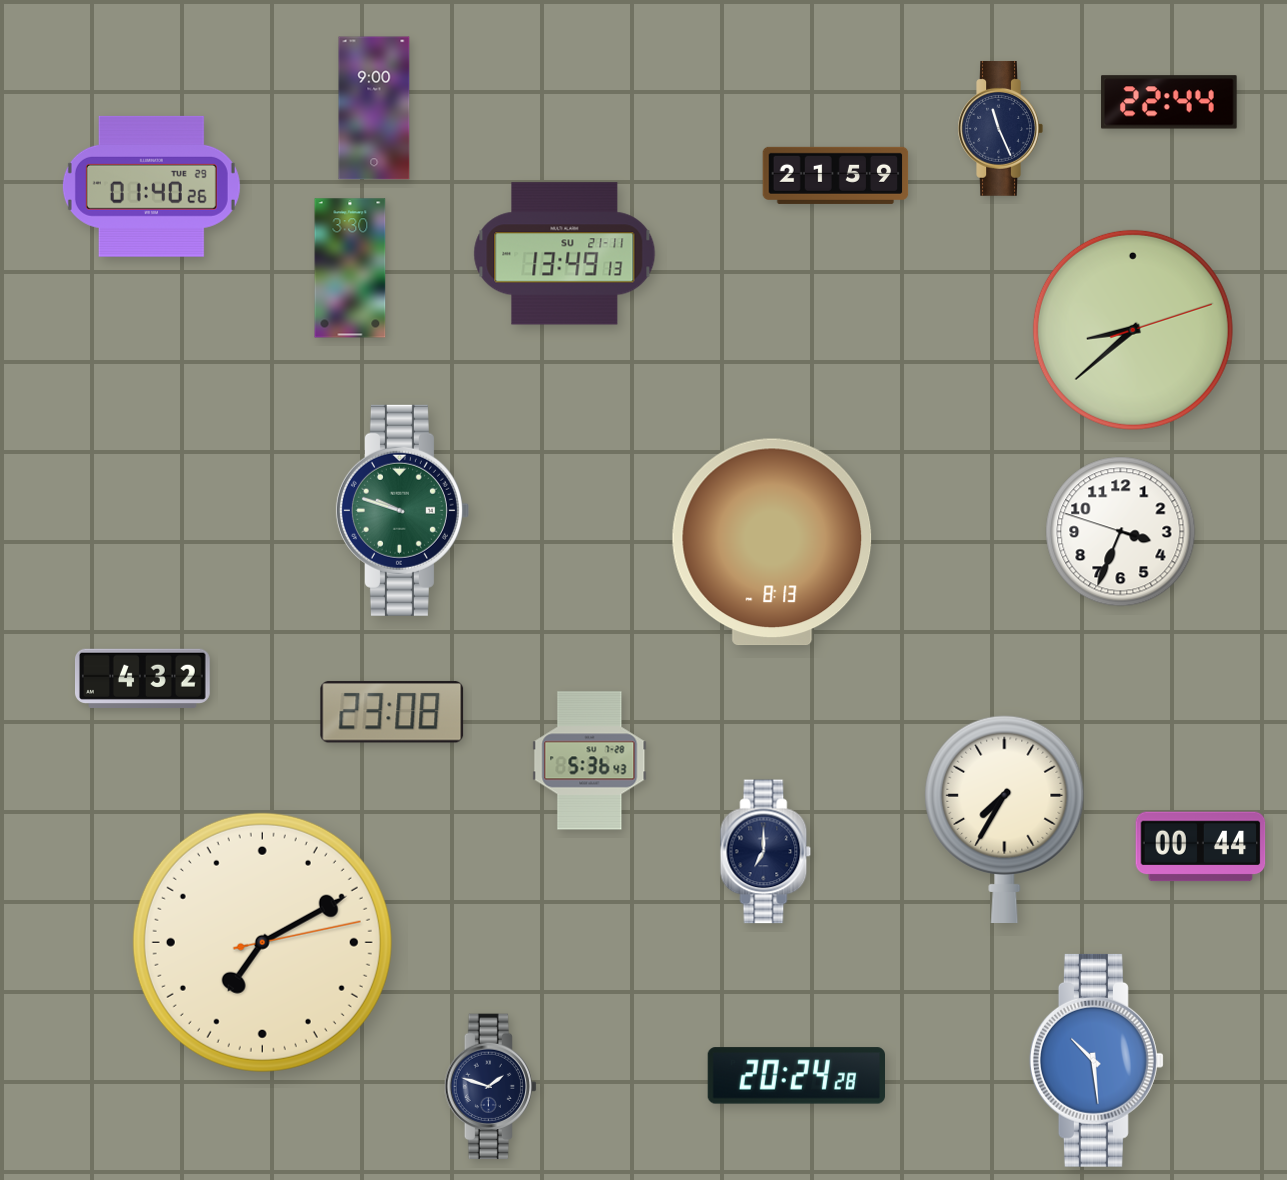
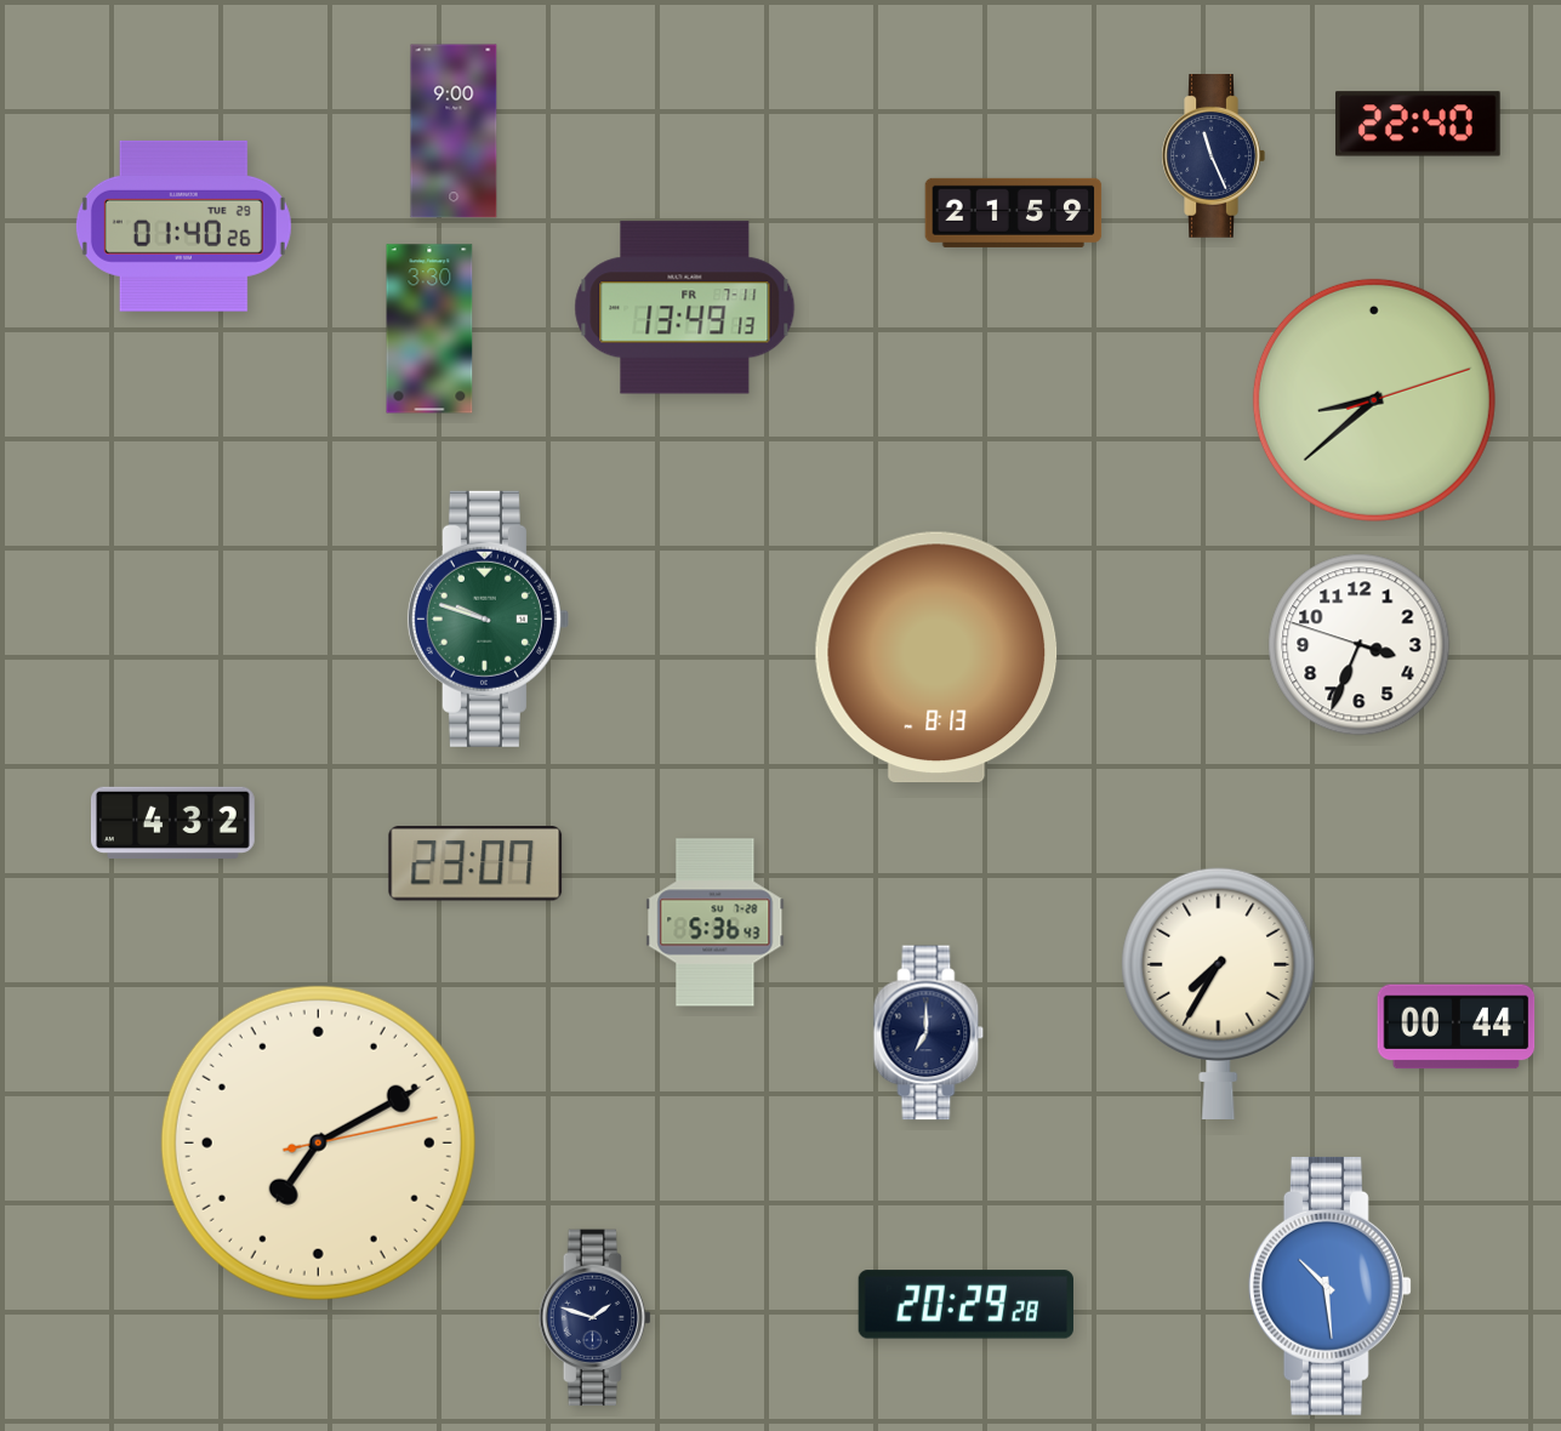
clock at (1169, 102): 22:44 -> 22:40
clock at (565, 254) date: SU 21-11 -> FR 7-11
clock at (350, 268) position: (350, 268) -> (429, 329)
clock at (392, 712): 23:08 -> 23:07
clock at (796, 1076): 20:24 -> 20:29
